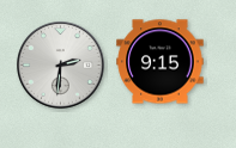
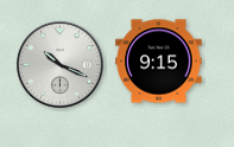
clock at (61, 66): 2:31 -> 10:19
